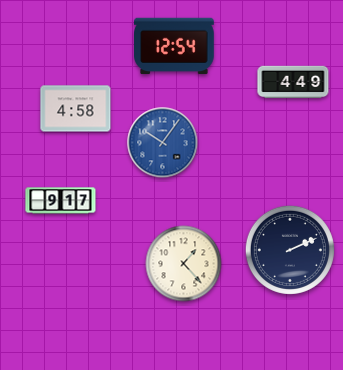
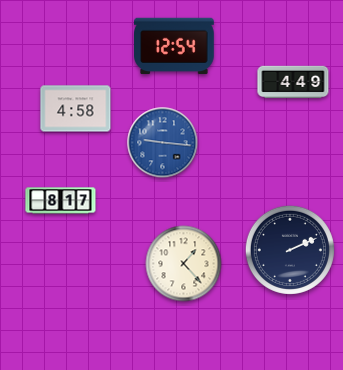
clock at (163, 143): 10:06 -> 9:16
clock at (61, 201): 9:17 -> 8:17
